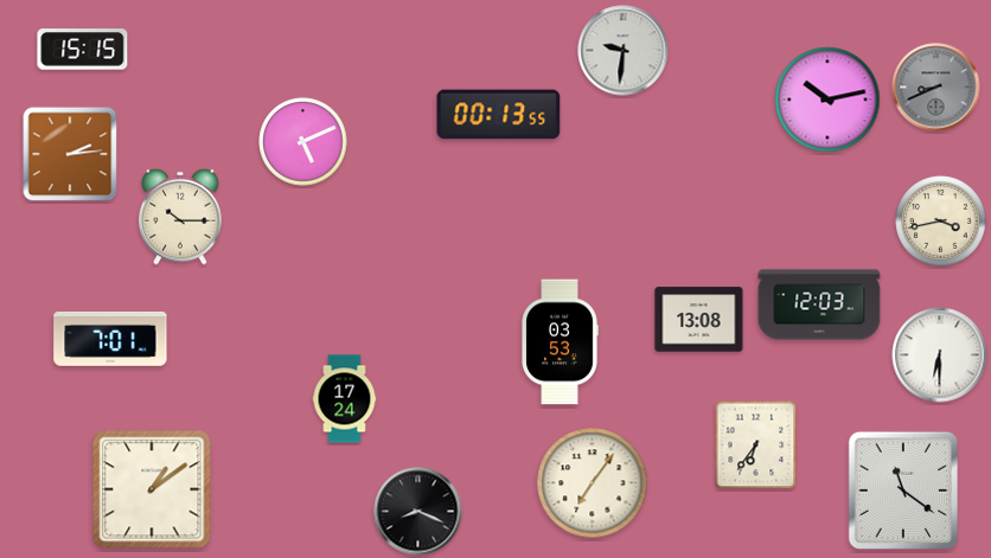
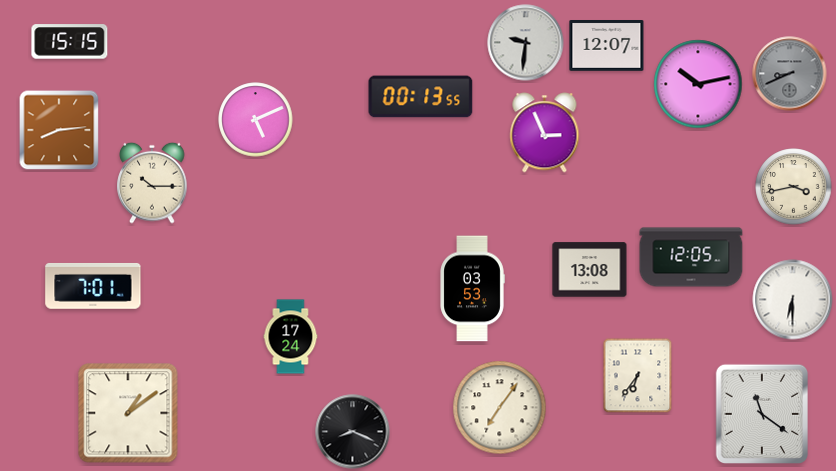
clock at (607, 46): none -> 12:07
clock at (70, 154): 2:14 -> 8:14
clock at (545, 133): none -> 2:56
clock at (819, 304): 12:03 -> 12:05
